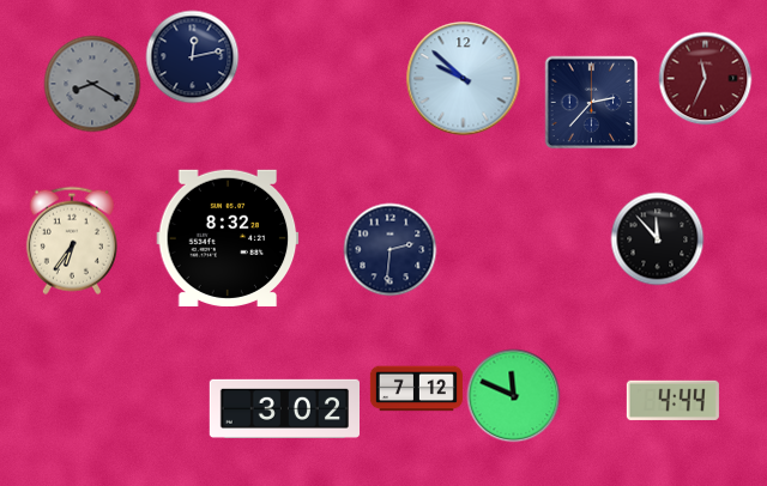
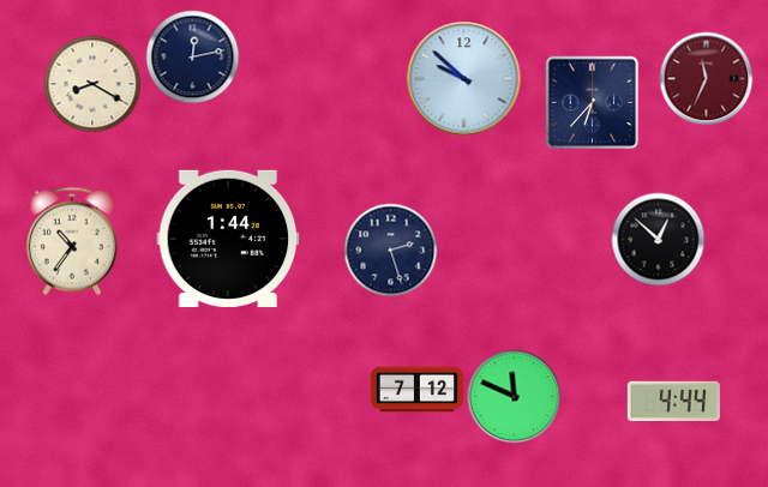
clock at (92, 84) dial: grey -> cream
clock at (591, 102): 2:37 -> 6:37
clock at (228, 238): 8:32 -> 1:44
clock at (657, 238): 11:53 -> 12:52
clock at (72, 241): 6:36 -> 10:36
clock at (389, 249): 2:31 -> 2:27
clock at (284, 408): 3:02 -> none
